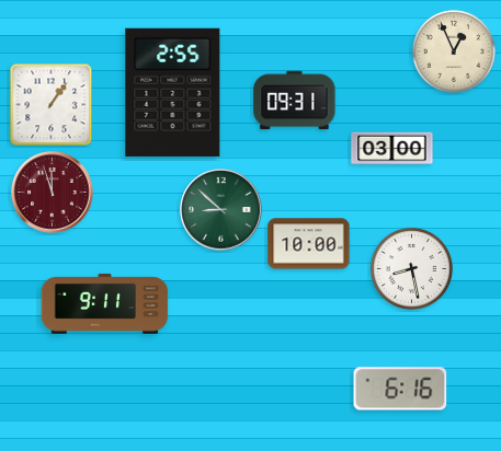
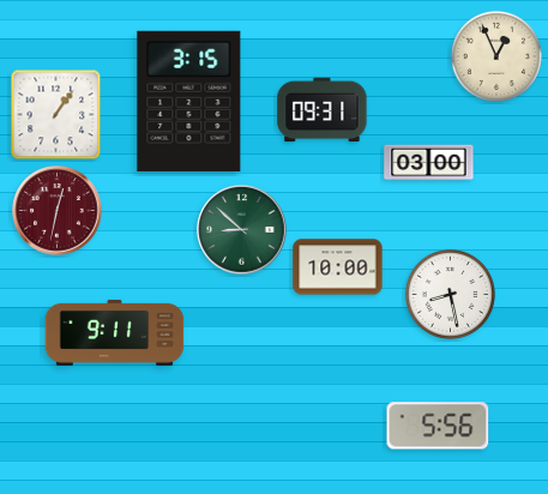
clock at (173, 92): 2:55 -> 3:15
clock at (53, 193): 11:57 -> 12:32
clock at (400, 389): 6:16 -> 5:56
